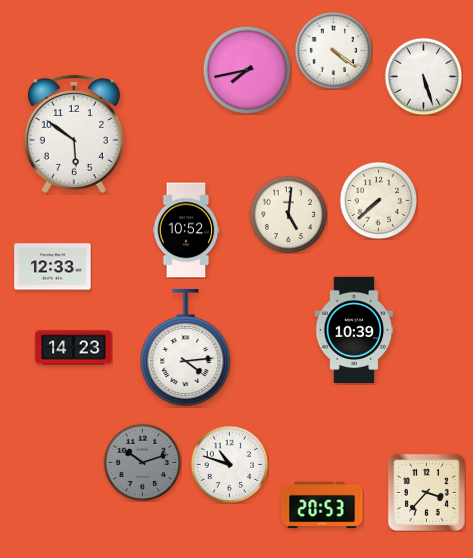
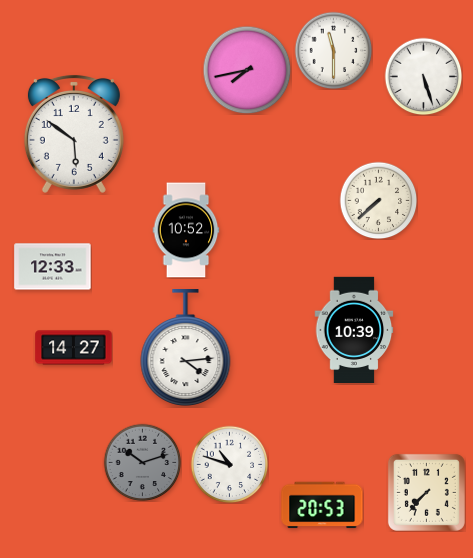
clock at (333, 50): 4:21 -> 11:30
clock at (288, 214): 5:01 -> none
clock at (74, 348): 14:23 -> 14:27
clock at (426, 492): 3:37 -> 7:37
